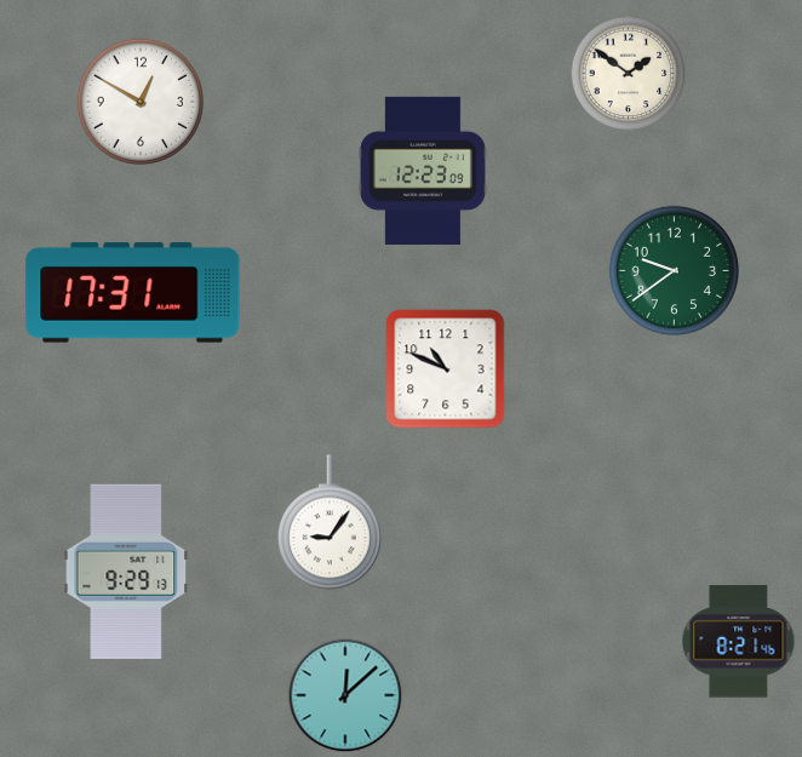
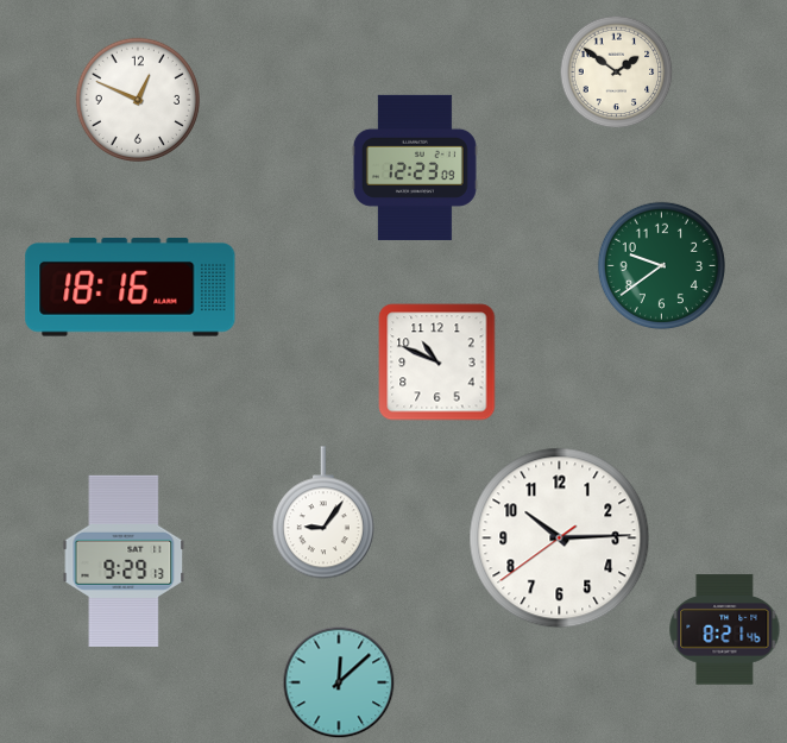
clock at (139, 101): 12:50 -> 12:49
clock at (133, 293): 17:31 -> 18:16
clock at (560, 539): none -> 10:14
